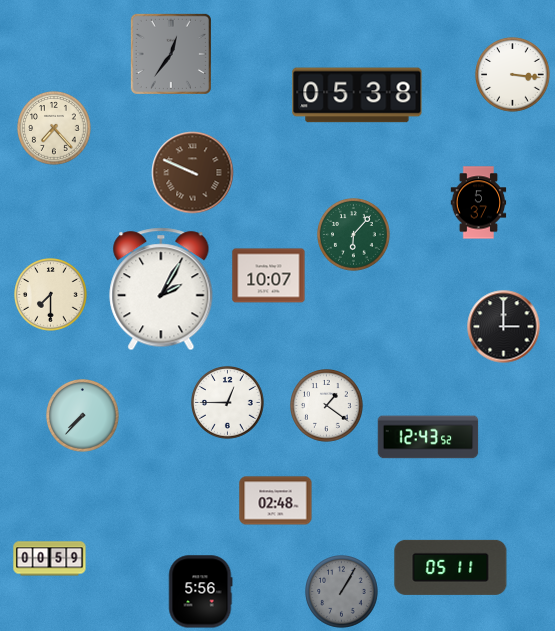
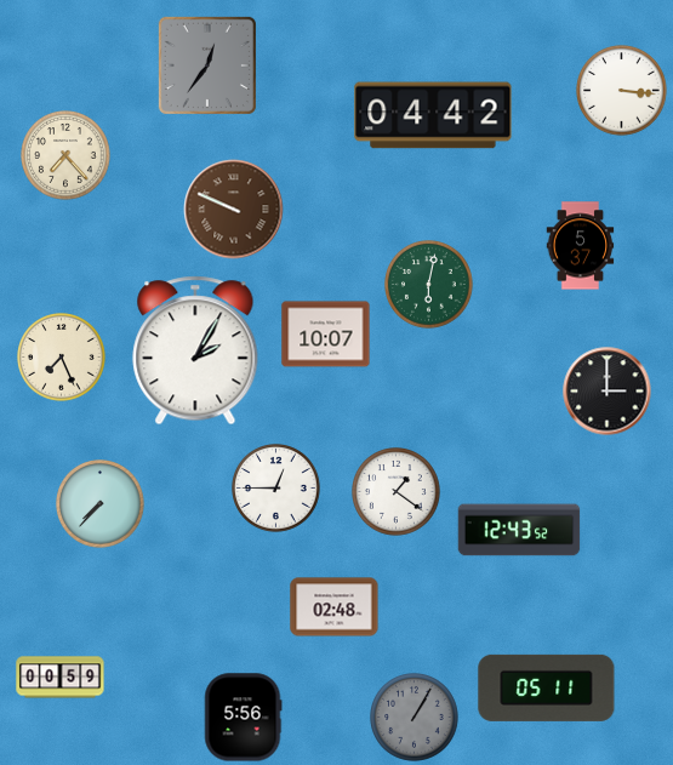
clock at (357, 95): 05:38 -> 04:42
clock at (354, 235): 6:07 -> 6:02
clock at (51, 295): 7:30 -> 7:26
clock at (504, 327) position: (504, 327) -> (608, 392)
